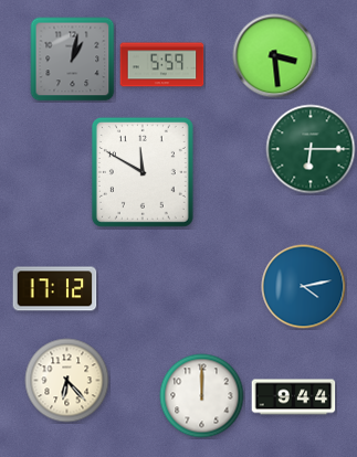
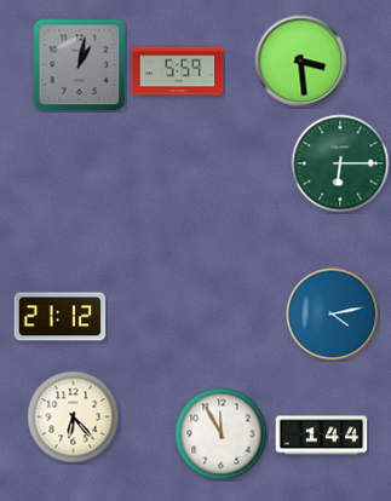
clock at (143, 172): 11:50 -> none
clock at (55, 289): 17:12 -> 21:12
clock at (202, 396): 12:00 -> 11:55
clock at (294, 397): 9:44 -> 1:44
